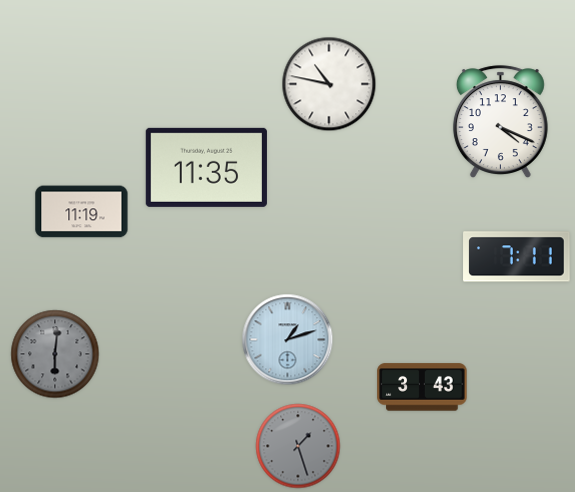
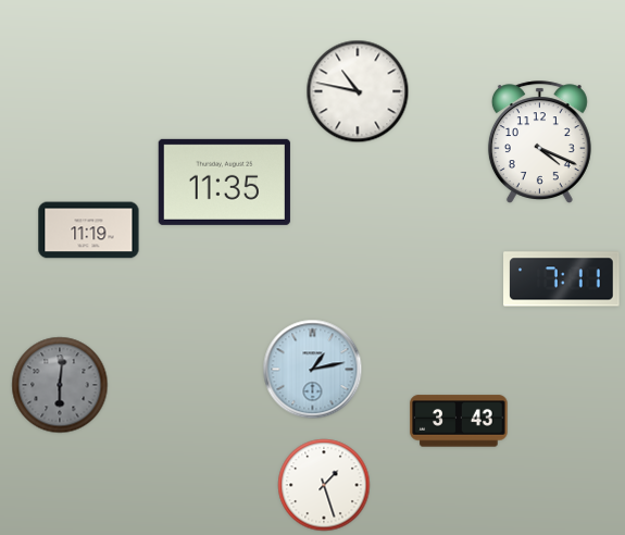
clock at (500, 121) position: (500, 121) -> (539, 141)
clock at (288, 340): 1:12 -> 1:13
clock at (298, 446) dial: grey -> white
